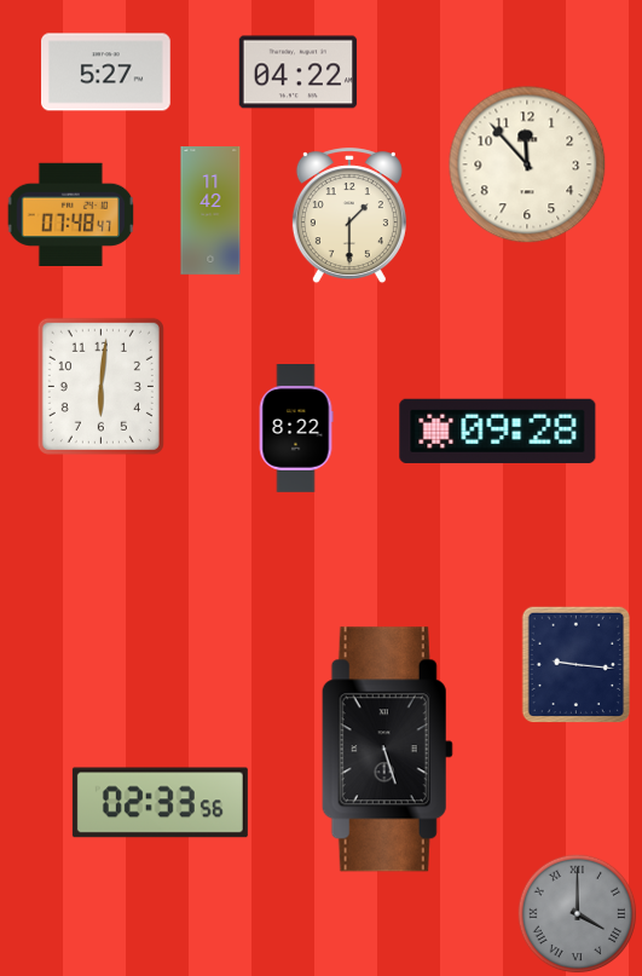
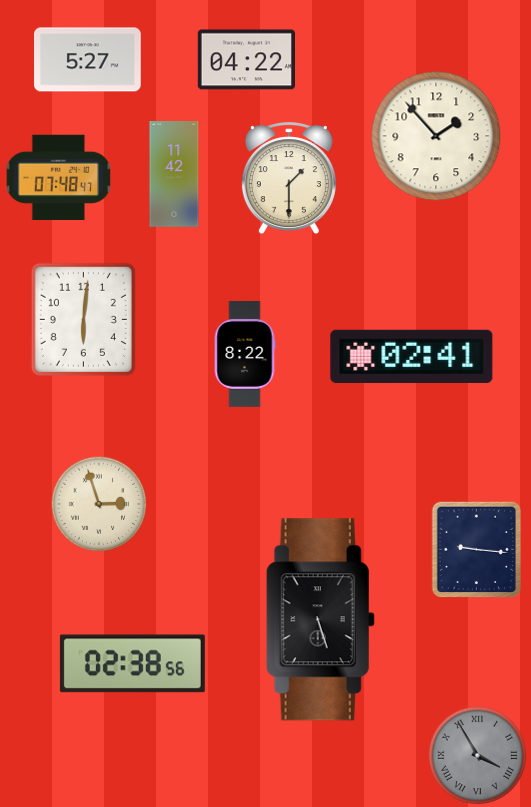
clock at (527, 164): 11:53 -> 1:53
clock at (498, 431): 09:28 -> 02:41
clock at (99, 504): none -> 2:57
clock at (160, 803): 02:33 -> 02:38
clock at (578, 914): 4:00 -> 3:55
